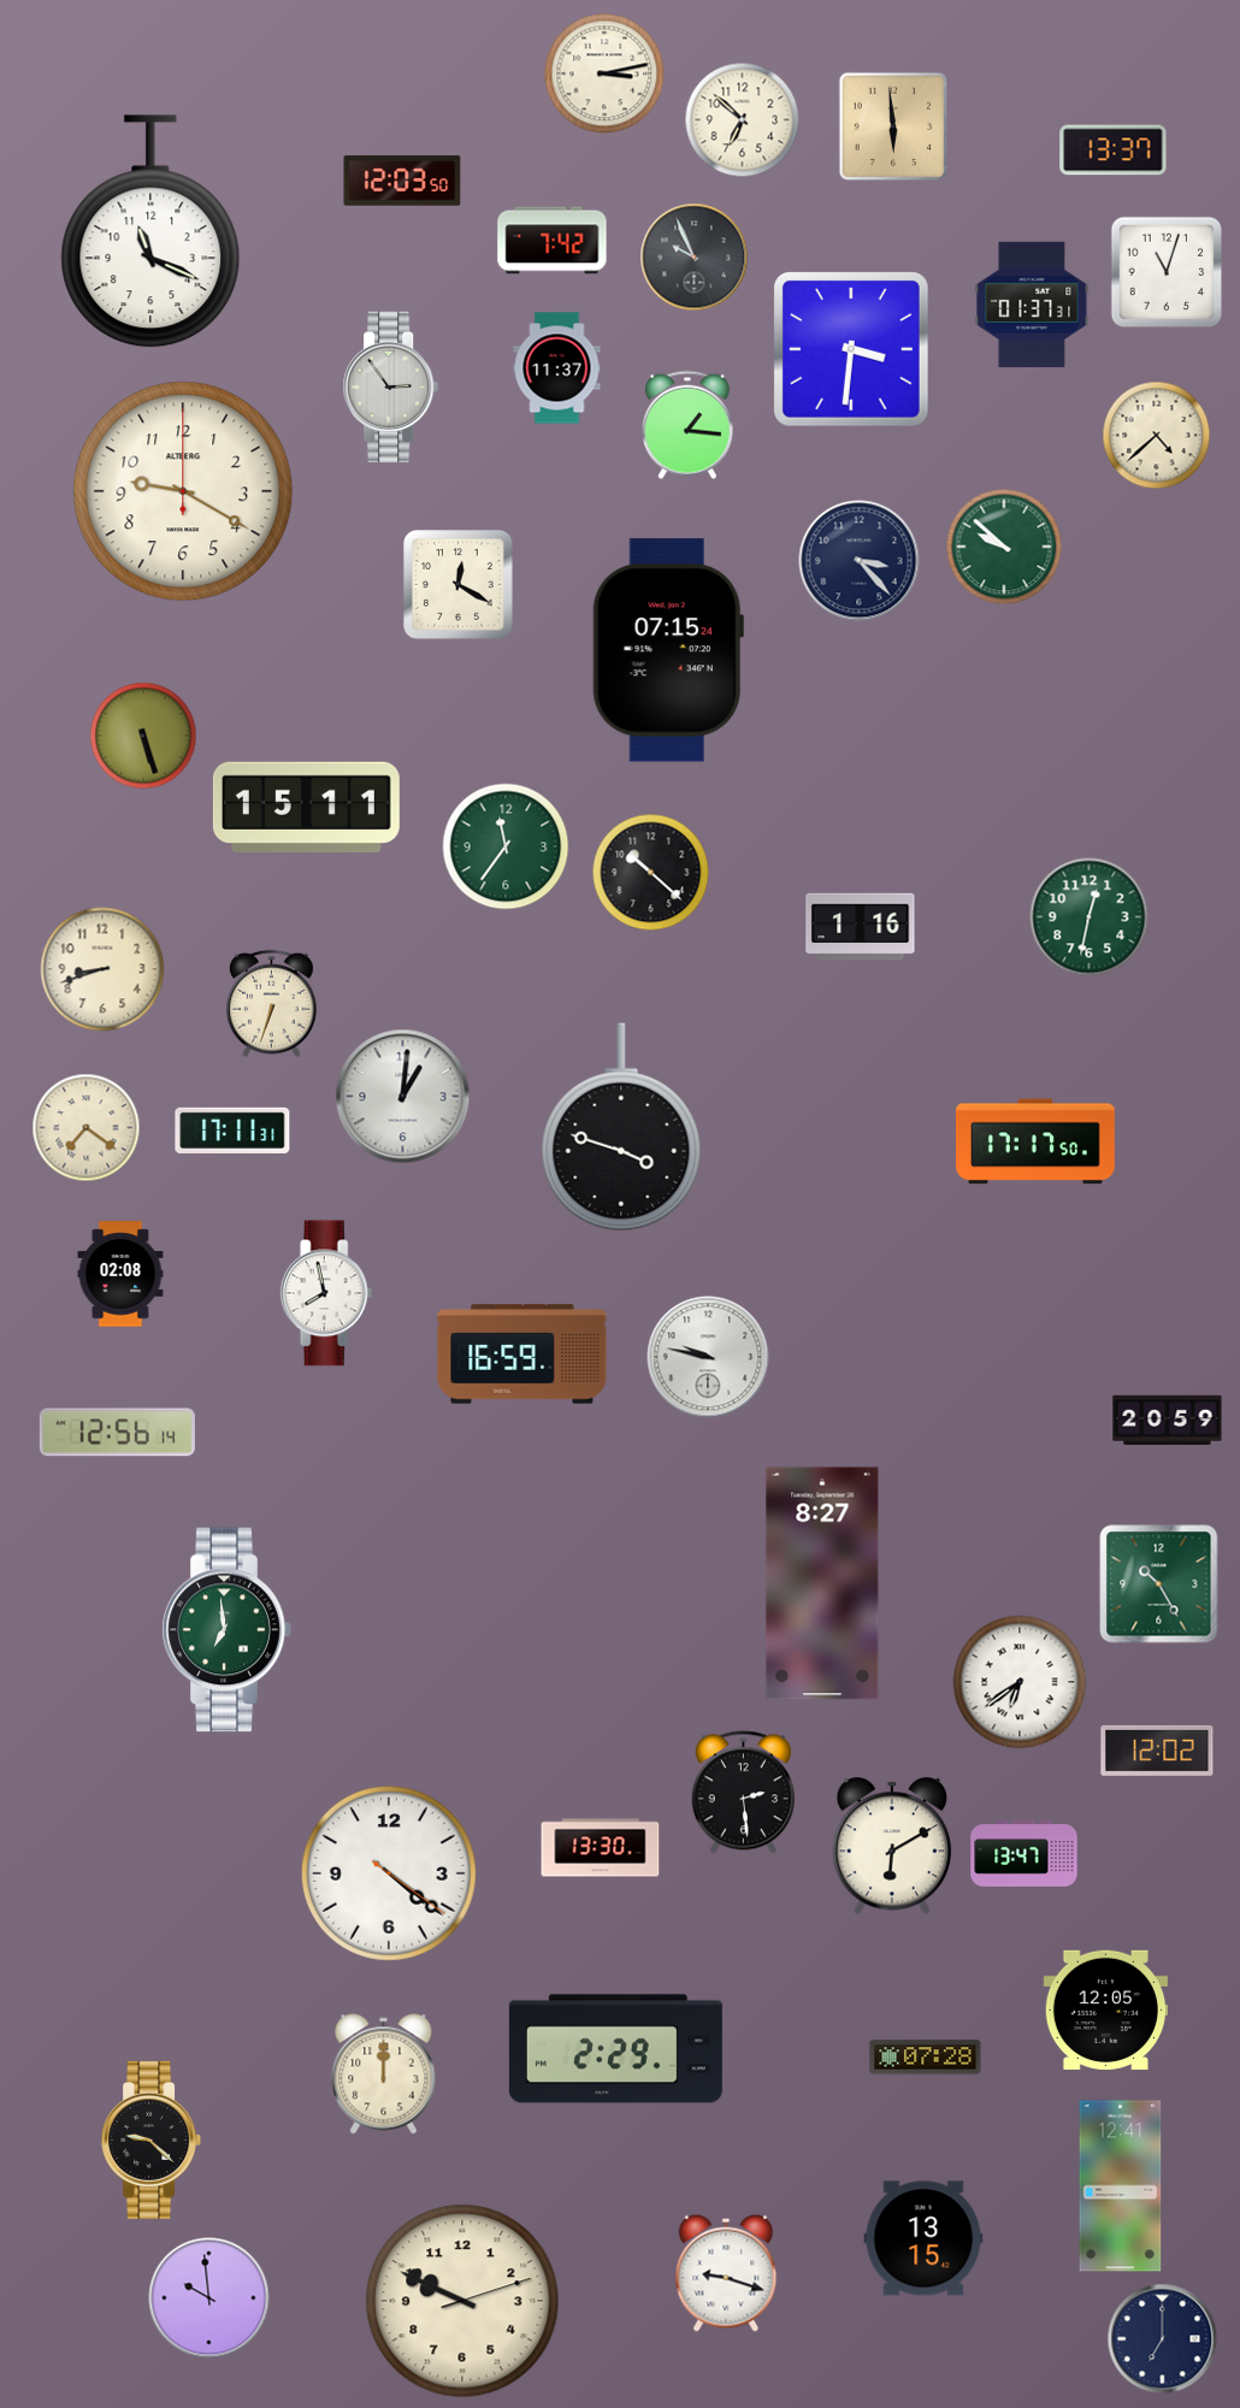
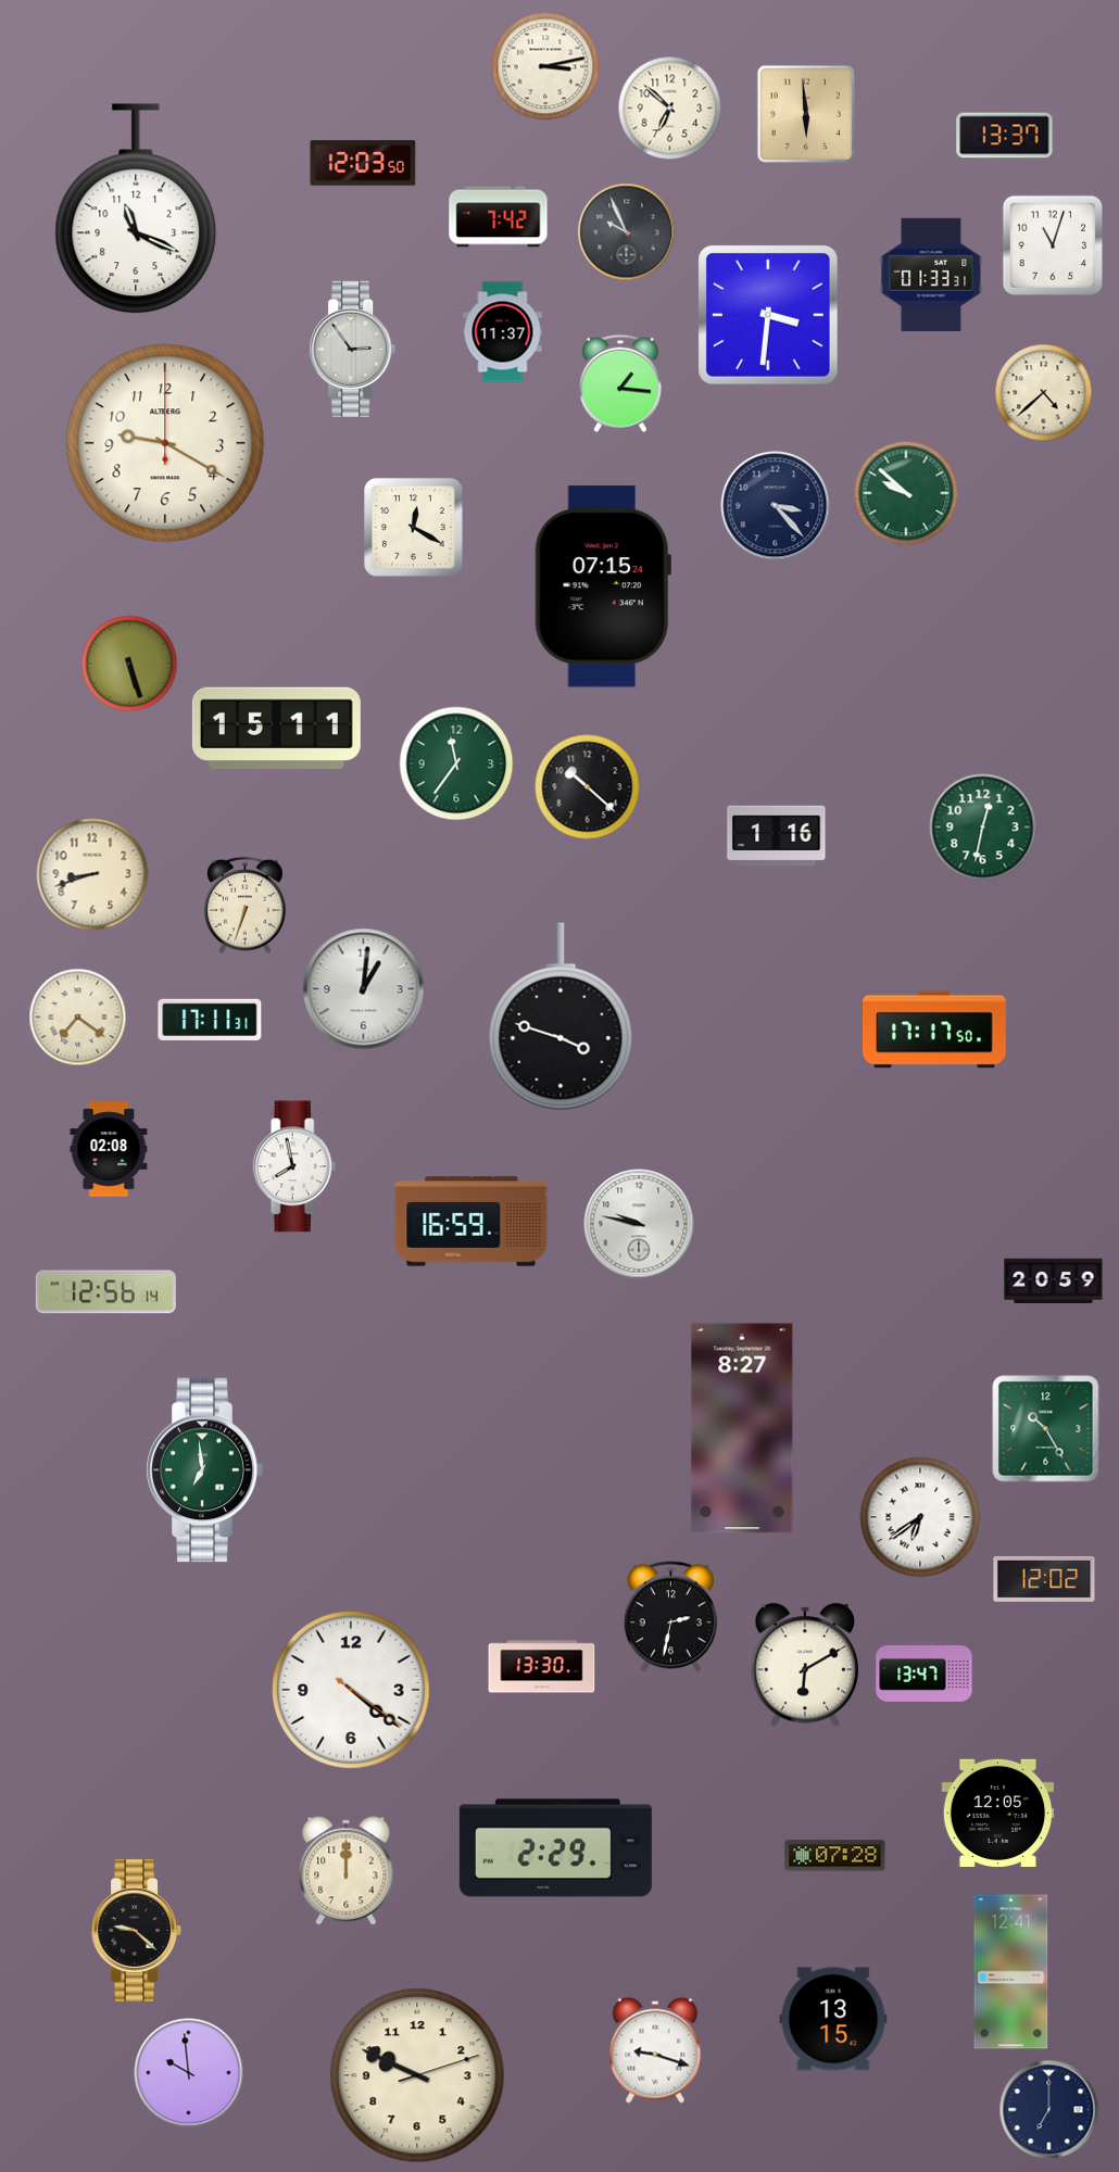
clock at (1032, 305): 01:37 -> 01:33
clock at (743, 1793): 2:29 -> 2:32
